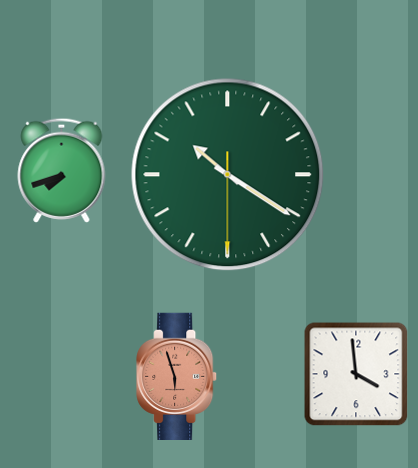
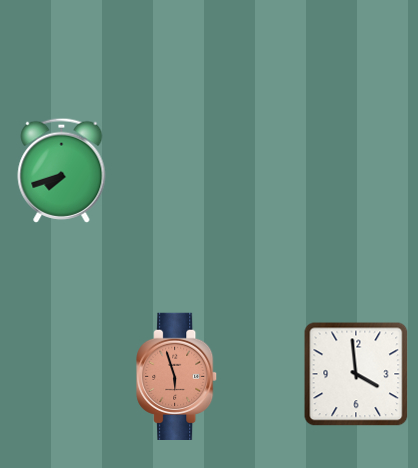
clock at (228, 175): 10:20 -> none
